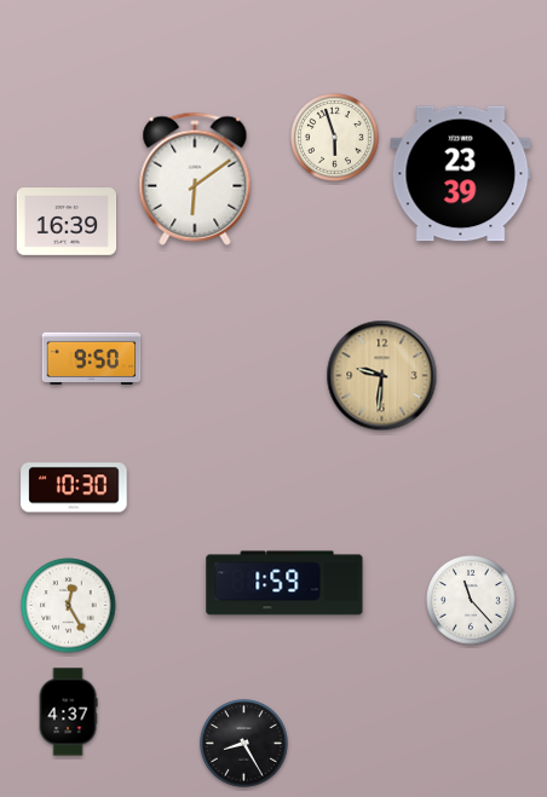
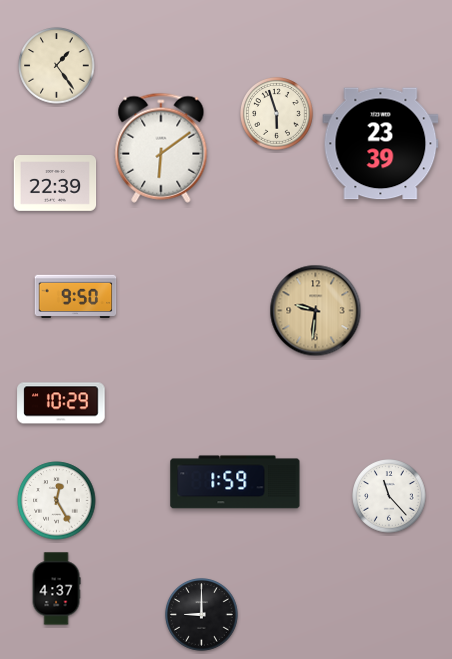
clock at (57, 66): none -> 1:24
clock at (67, 223): 16:39 -> 22:39
clock at (74, 487): 10:30 -> 10:29
clock at (244, 744): 8:25 -> 9:00
